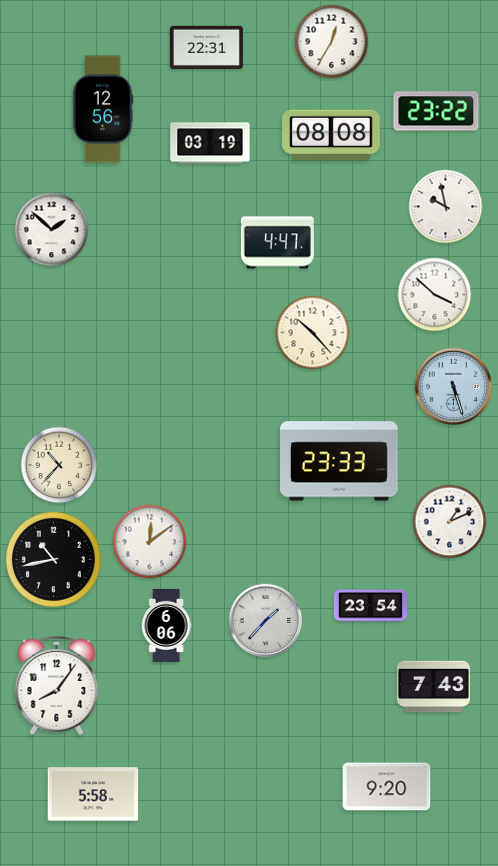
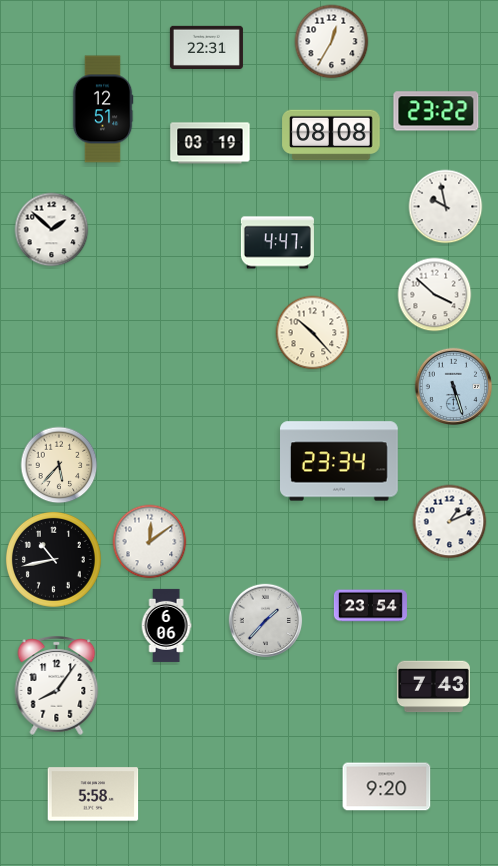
clock at (103, 109): 12:56 -> 12:51
clock at (340, 461): 23:33 -> 23:34
clock at (59, 465): 10:37 -> 5:37
